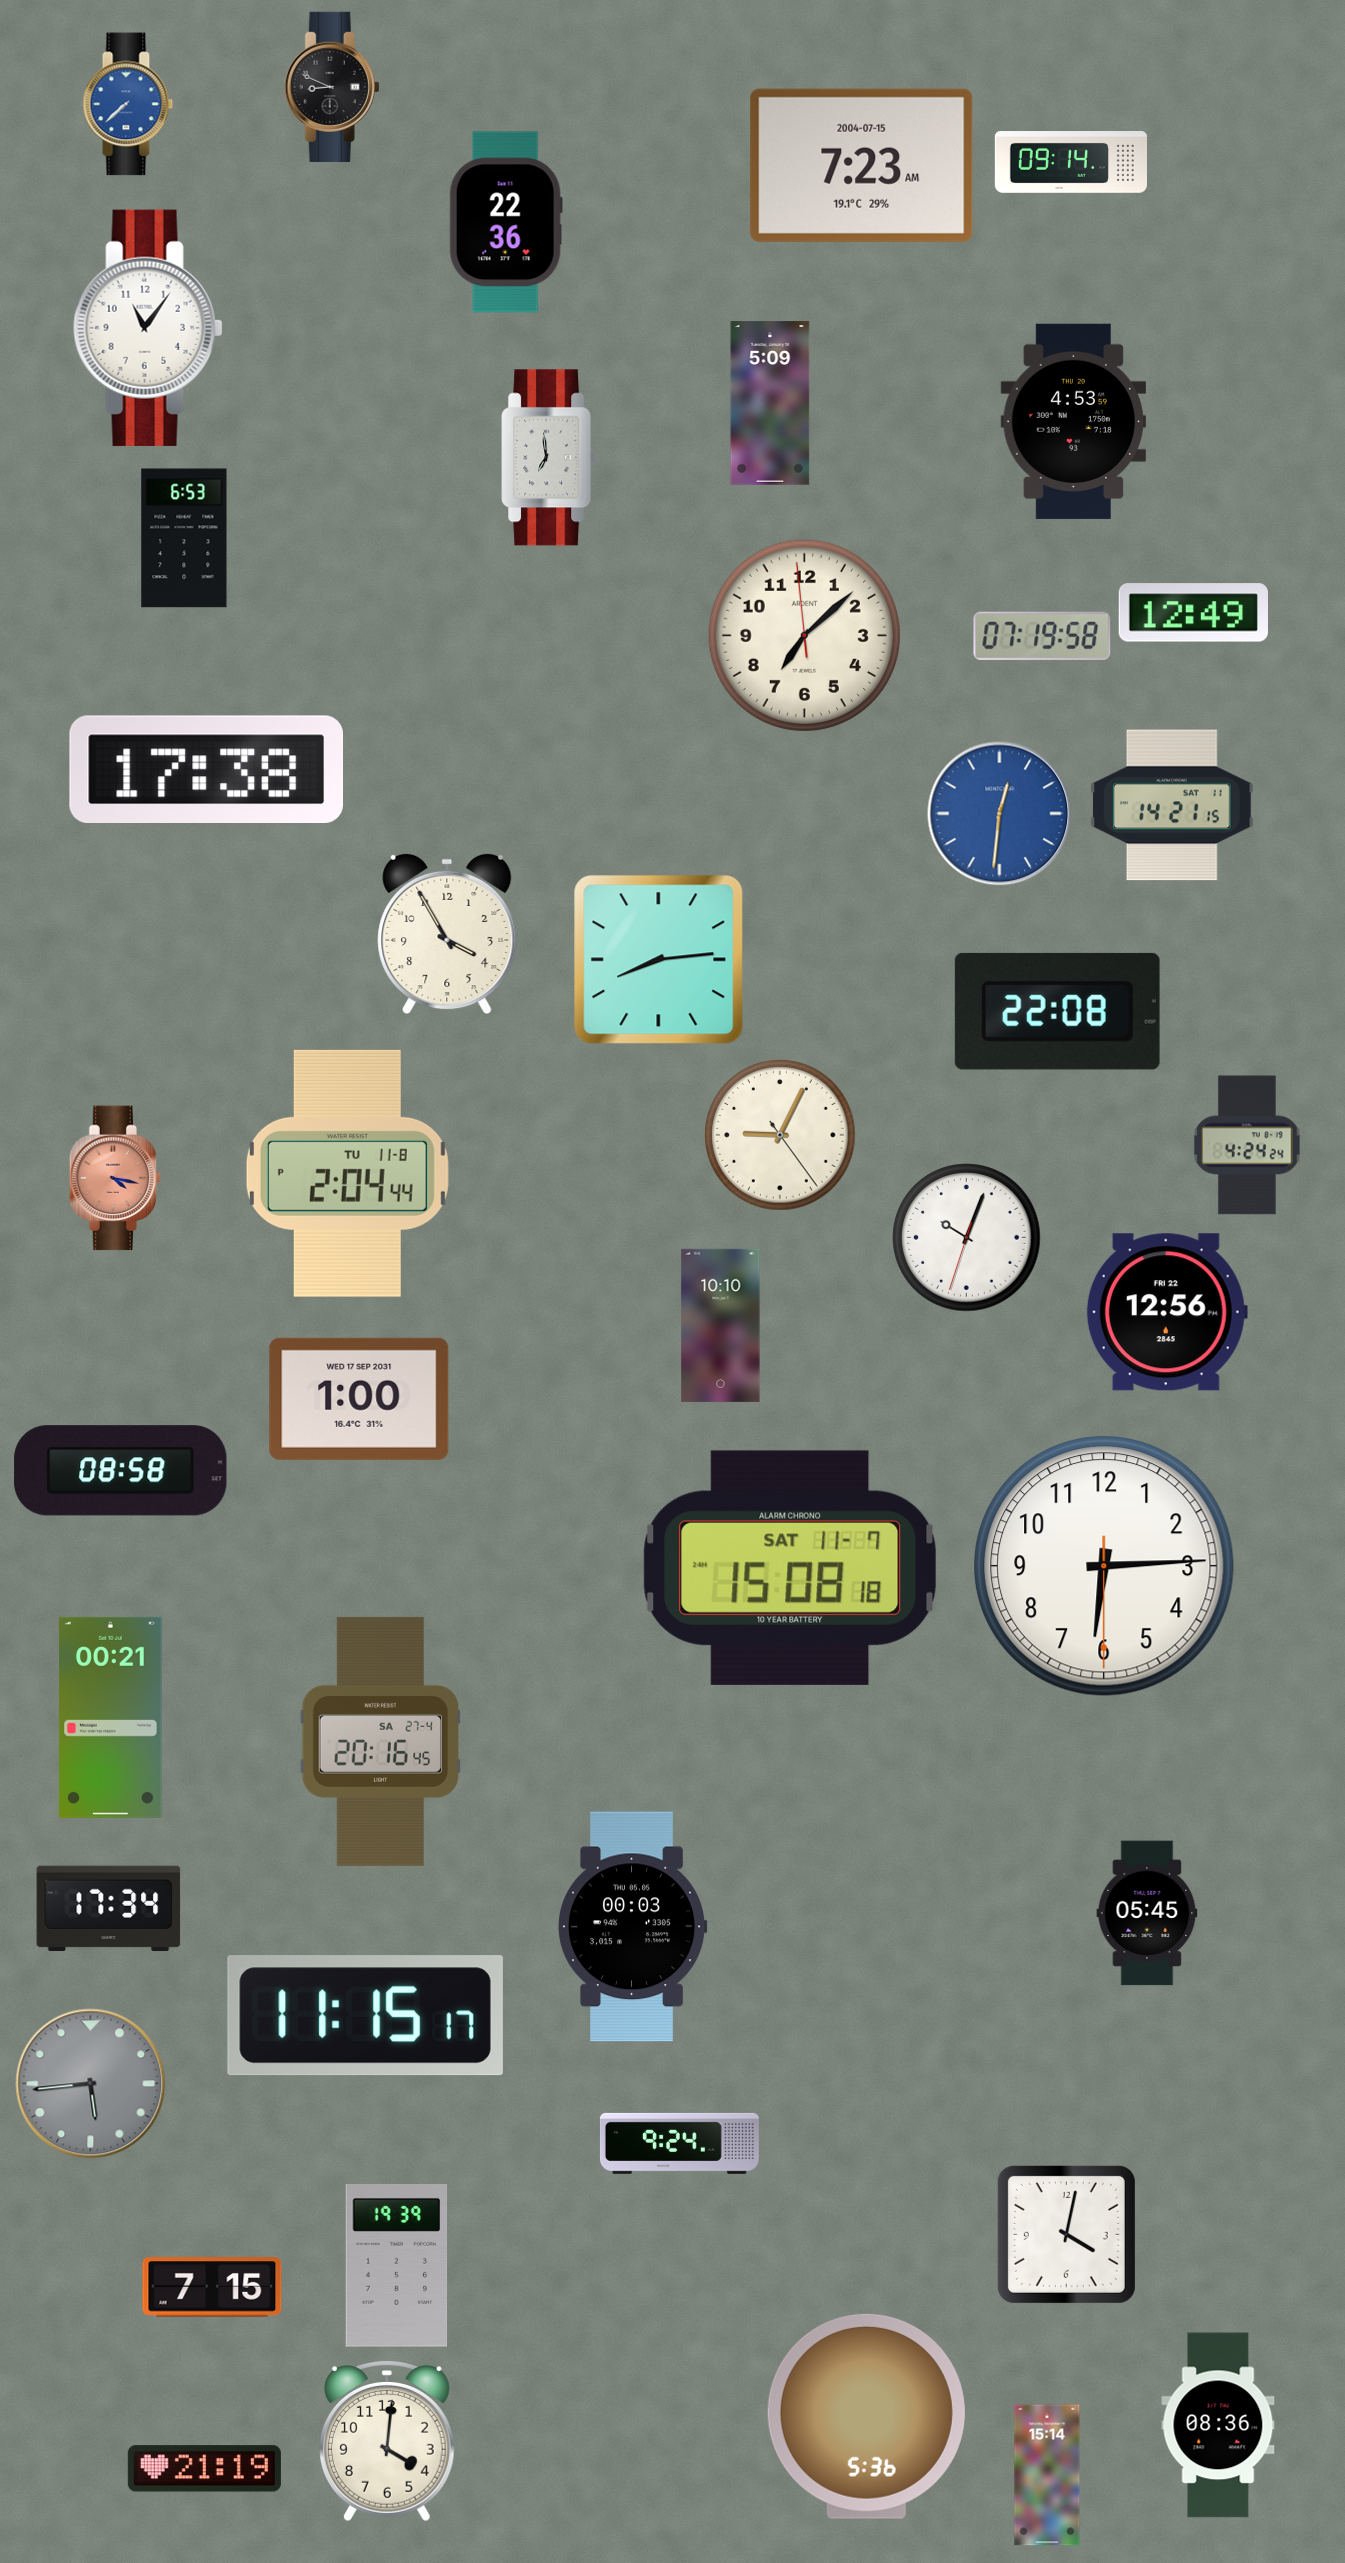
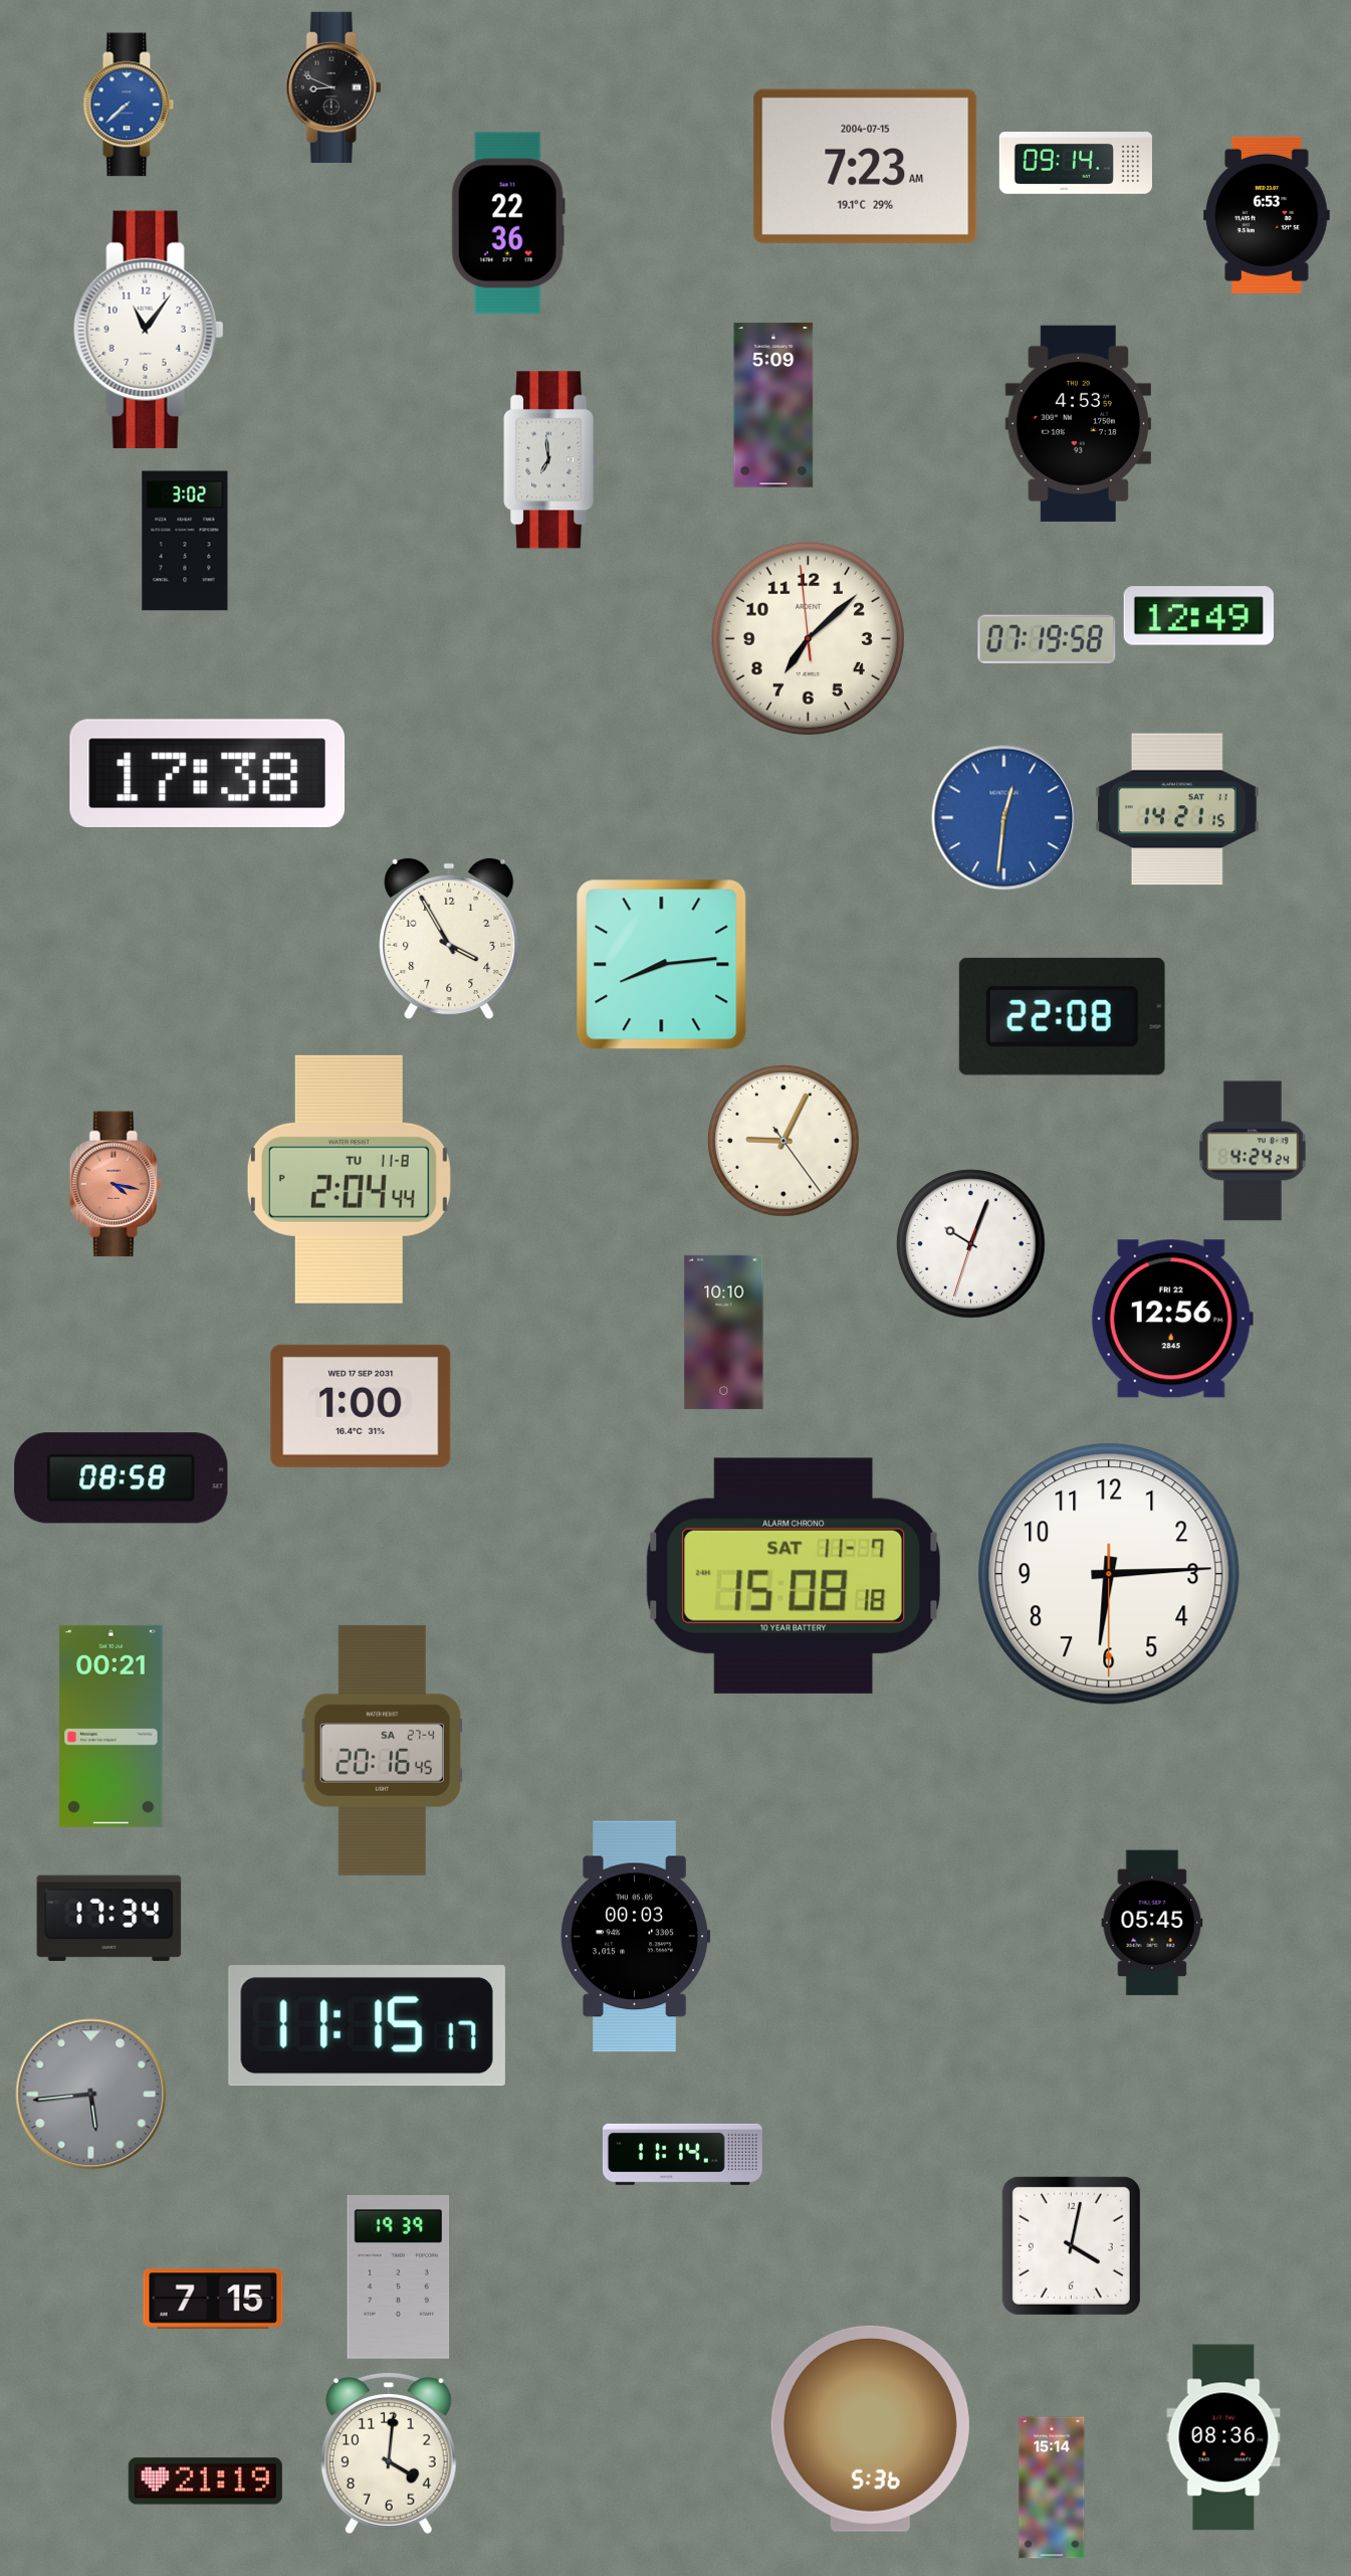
clock at (1267, 215): none -> 6:53
clock at (184, 538): 6:53 -> 3:02
clock at (679, 2143): 9:24 -> 11:14
